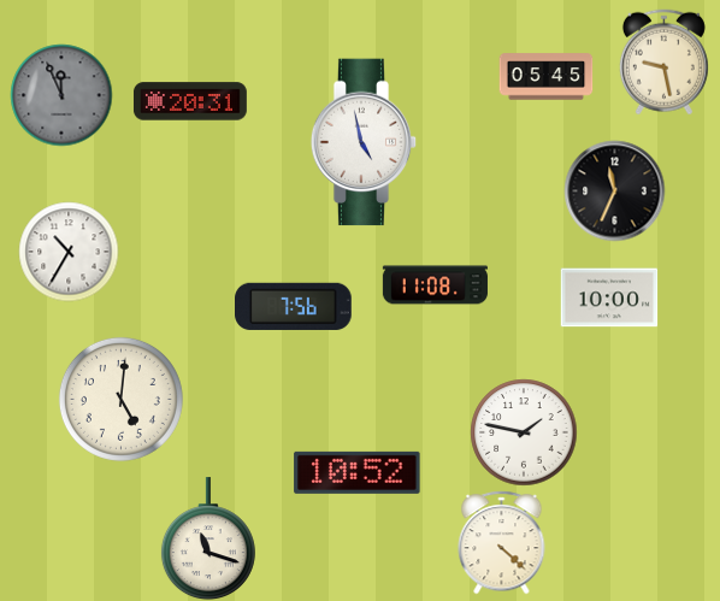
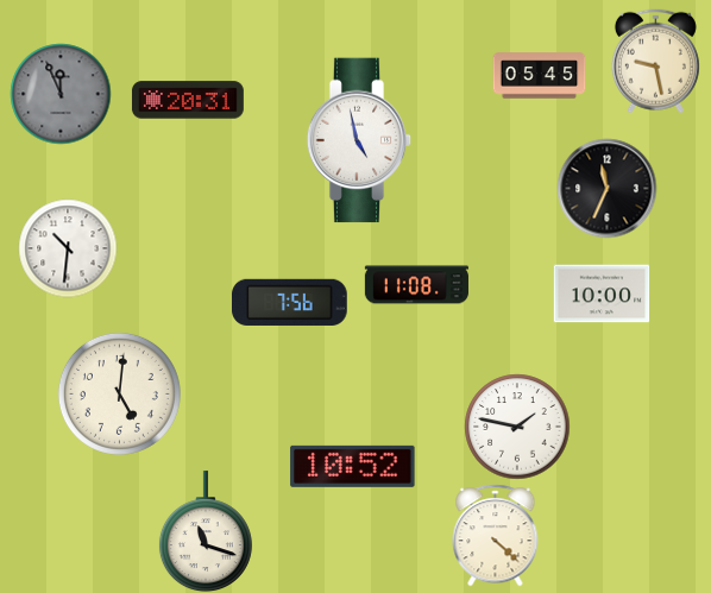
clock at (69, 252): 10:35 -> 10:31
clock at (435, 285) position: (435, 285) -> (416, 285)
